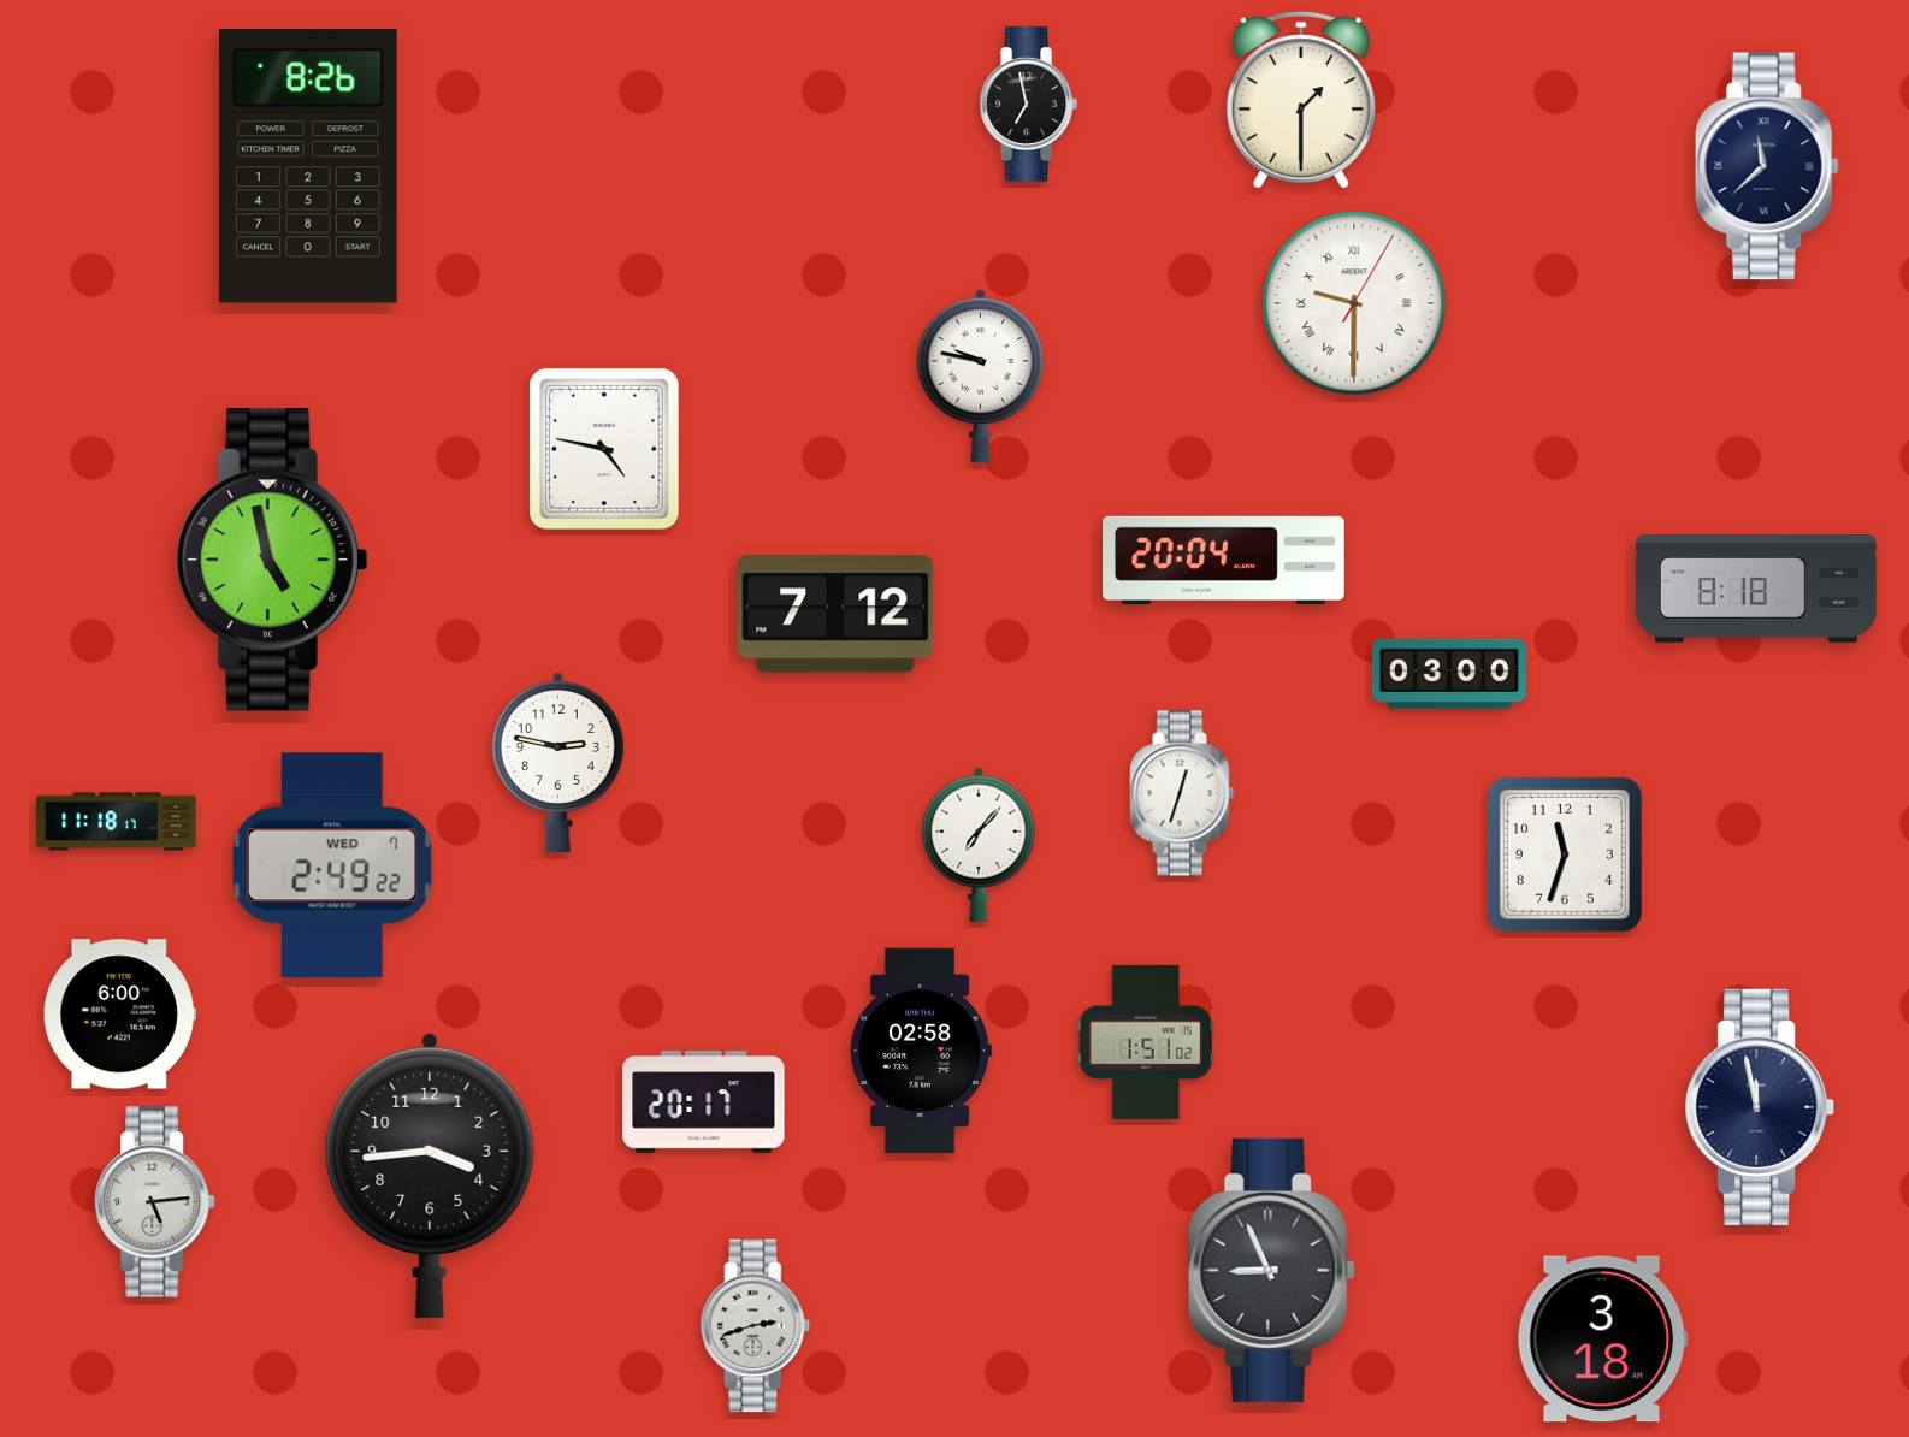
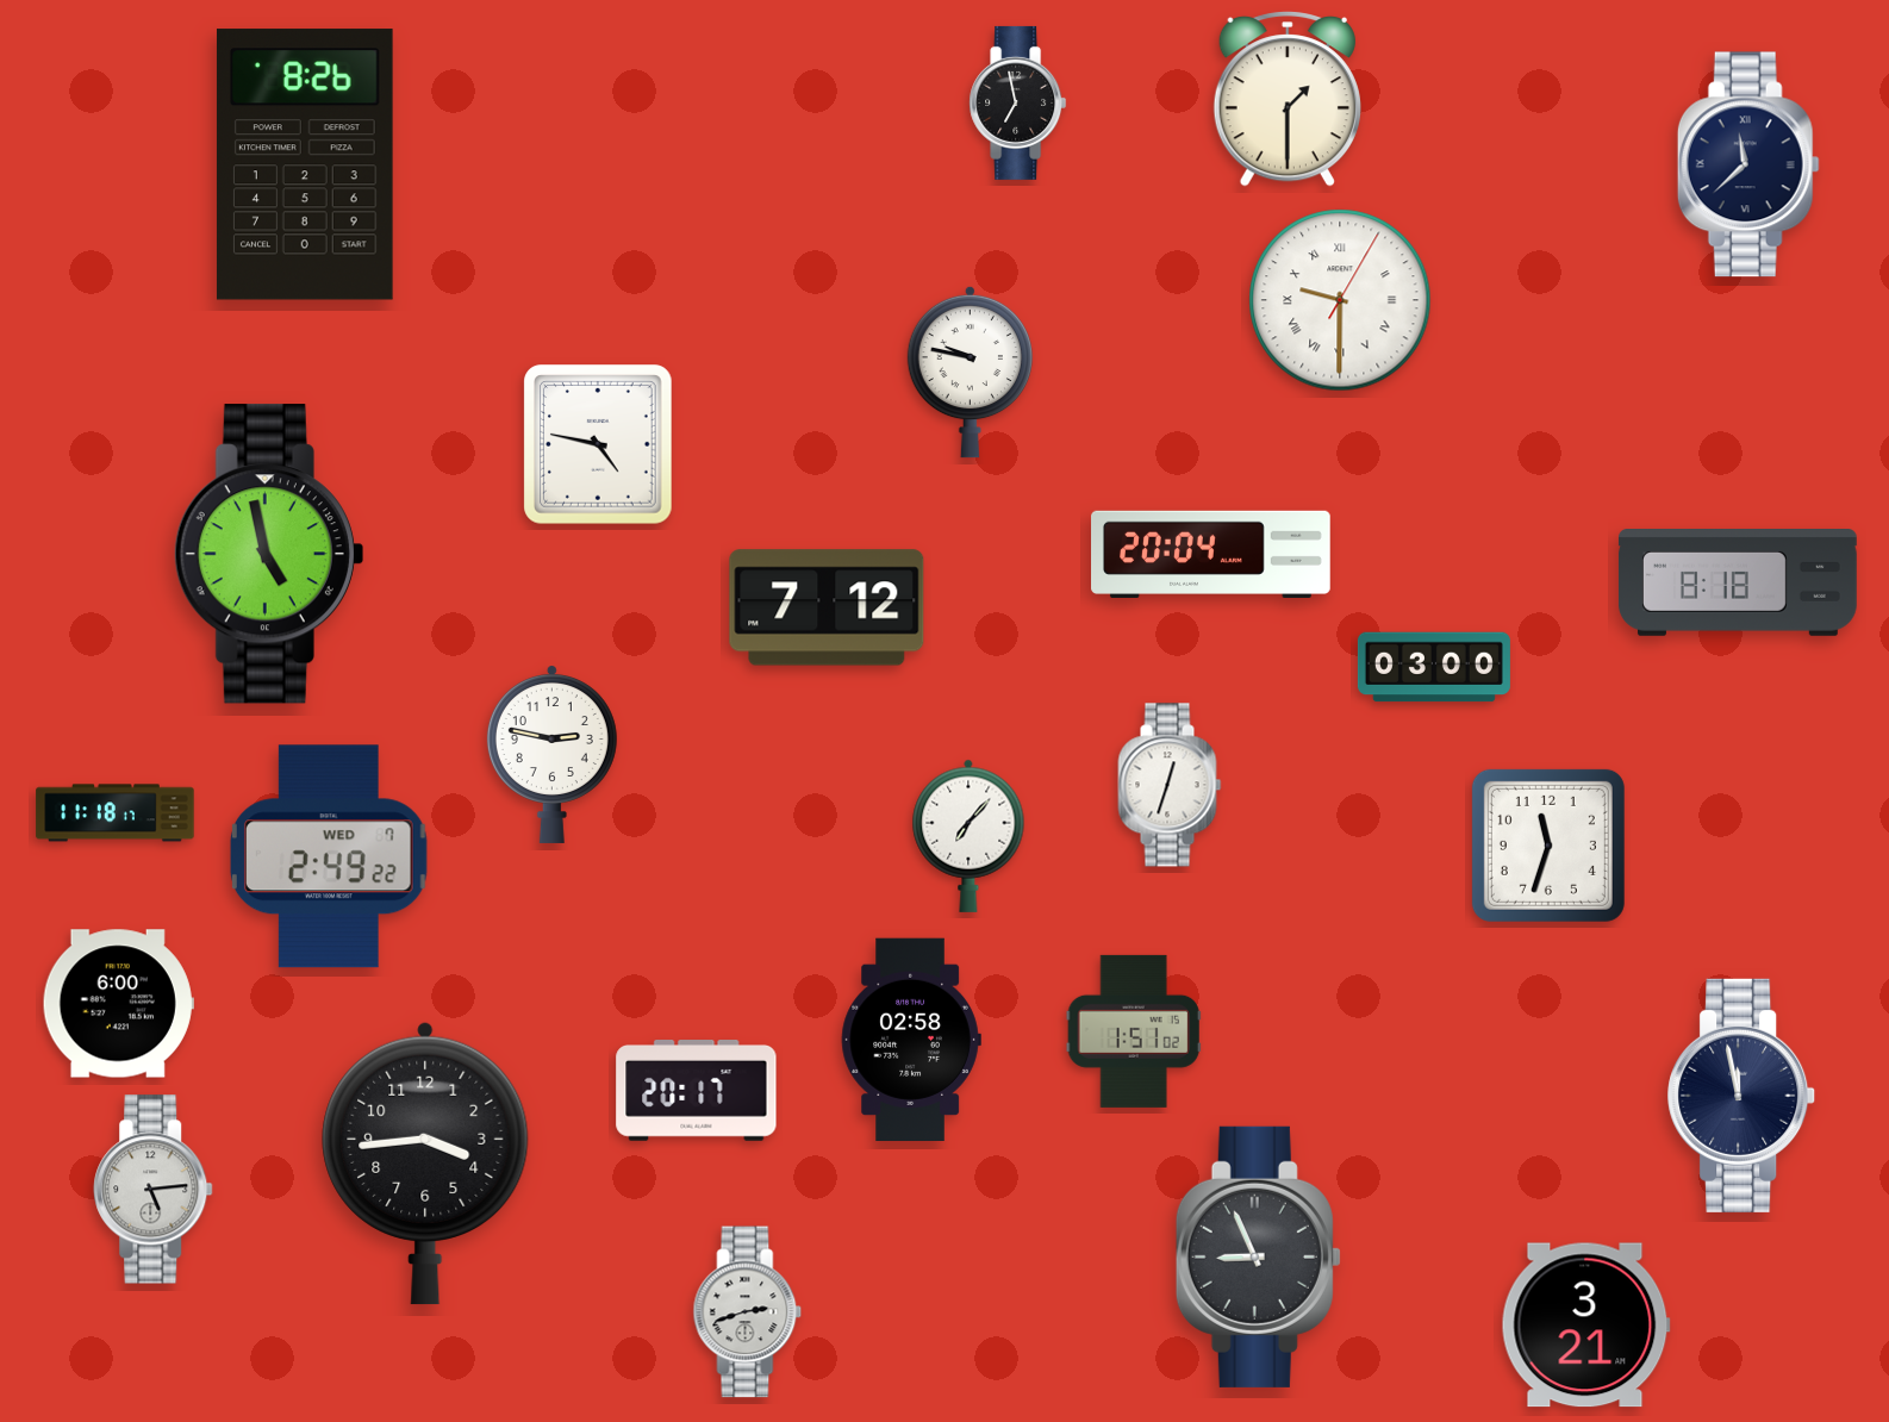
clock at (1602, 1340): 3:18 -> 3:21
